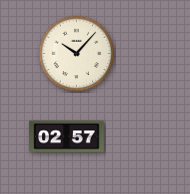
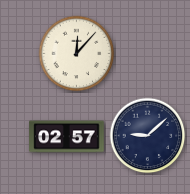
clock at (77, 54): 10:07 -> 12:07
clock at (148, 136): none -> 9:08
